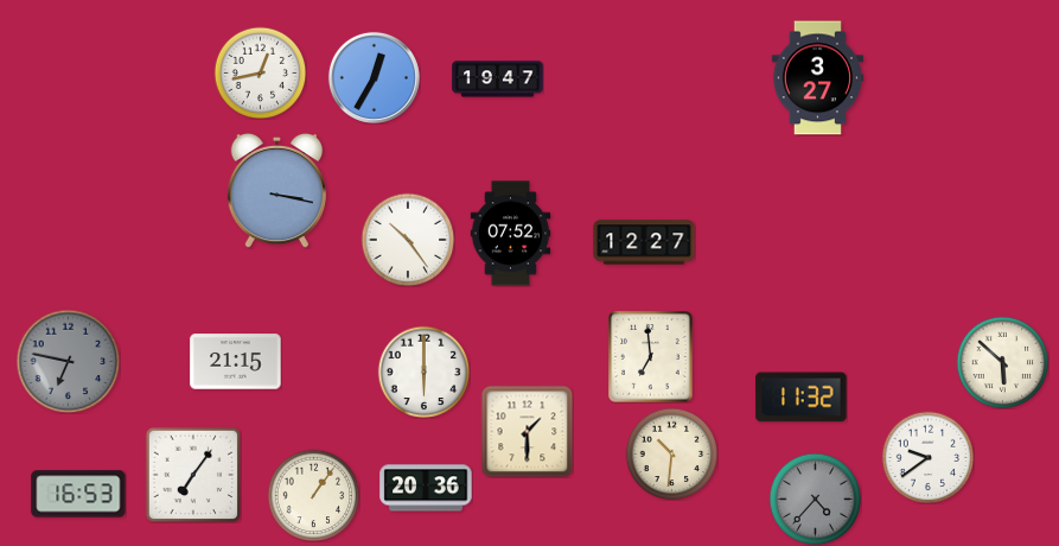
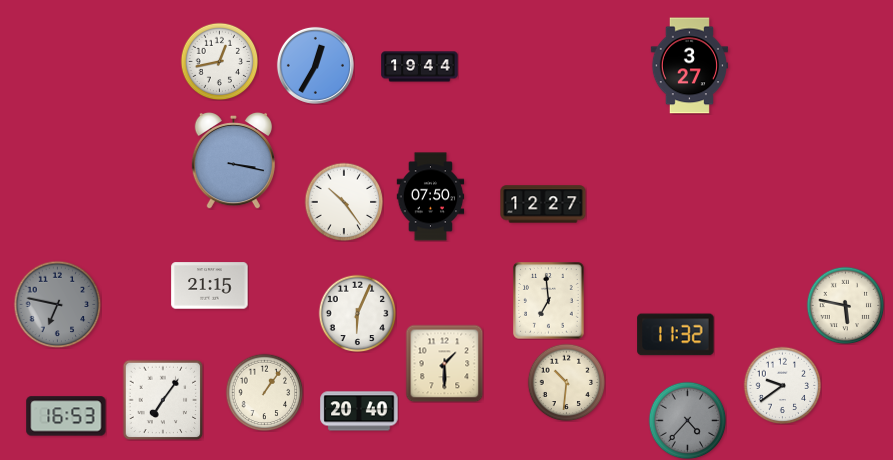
clock at (498, 80): 19:47 -> 19:44
clock at (511, 234): 07:52 -> 07:50
clock at (236, 362) position: (236, 362) -> (210, 286)
clock at (1002, 362): 5:52 -> 5:47
clock at (423, 372): 6:00 -> 6:04
clock at (426, 488): 20:36 -> 20:40
clock at (313, 495) position: (313, 495) -> (264, 392)
